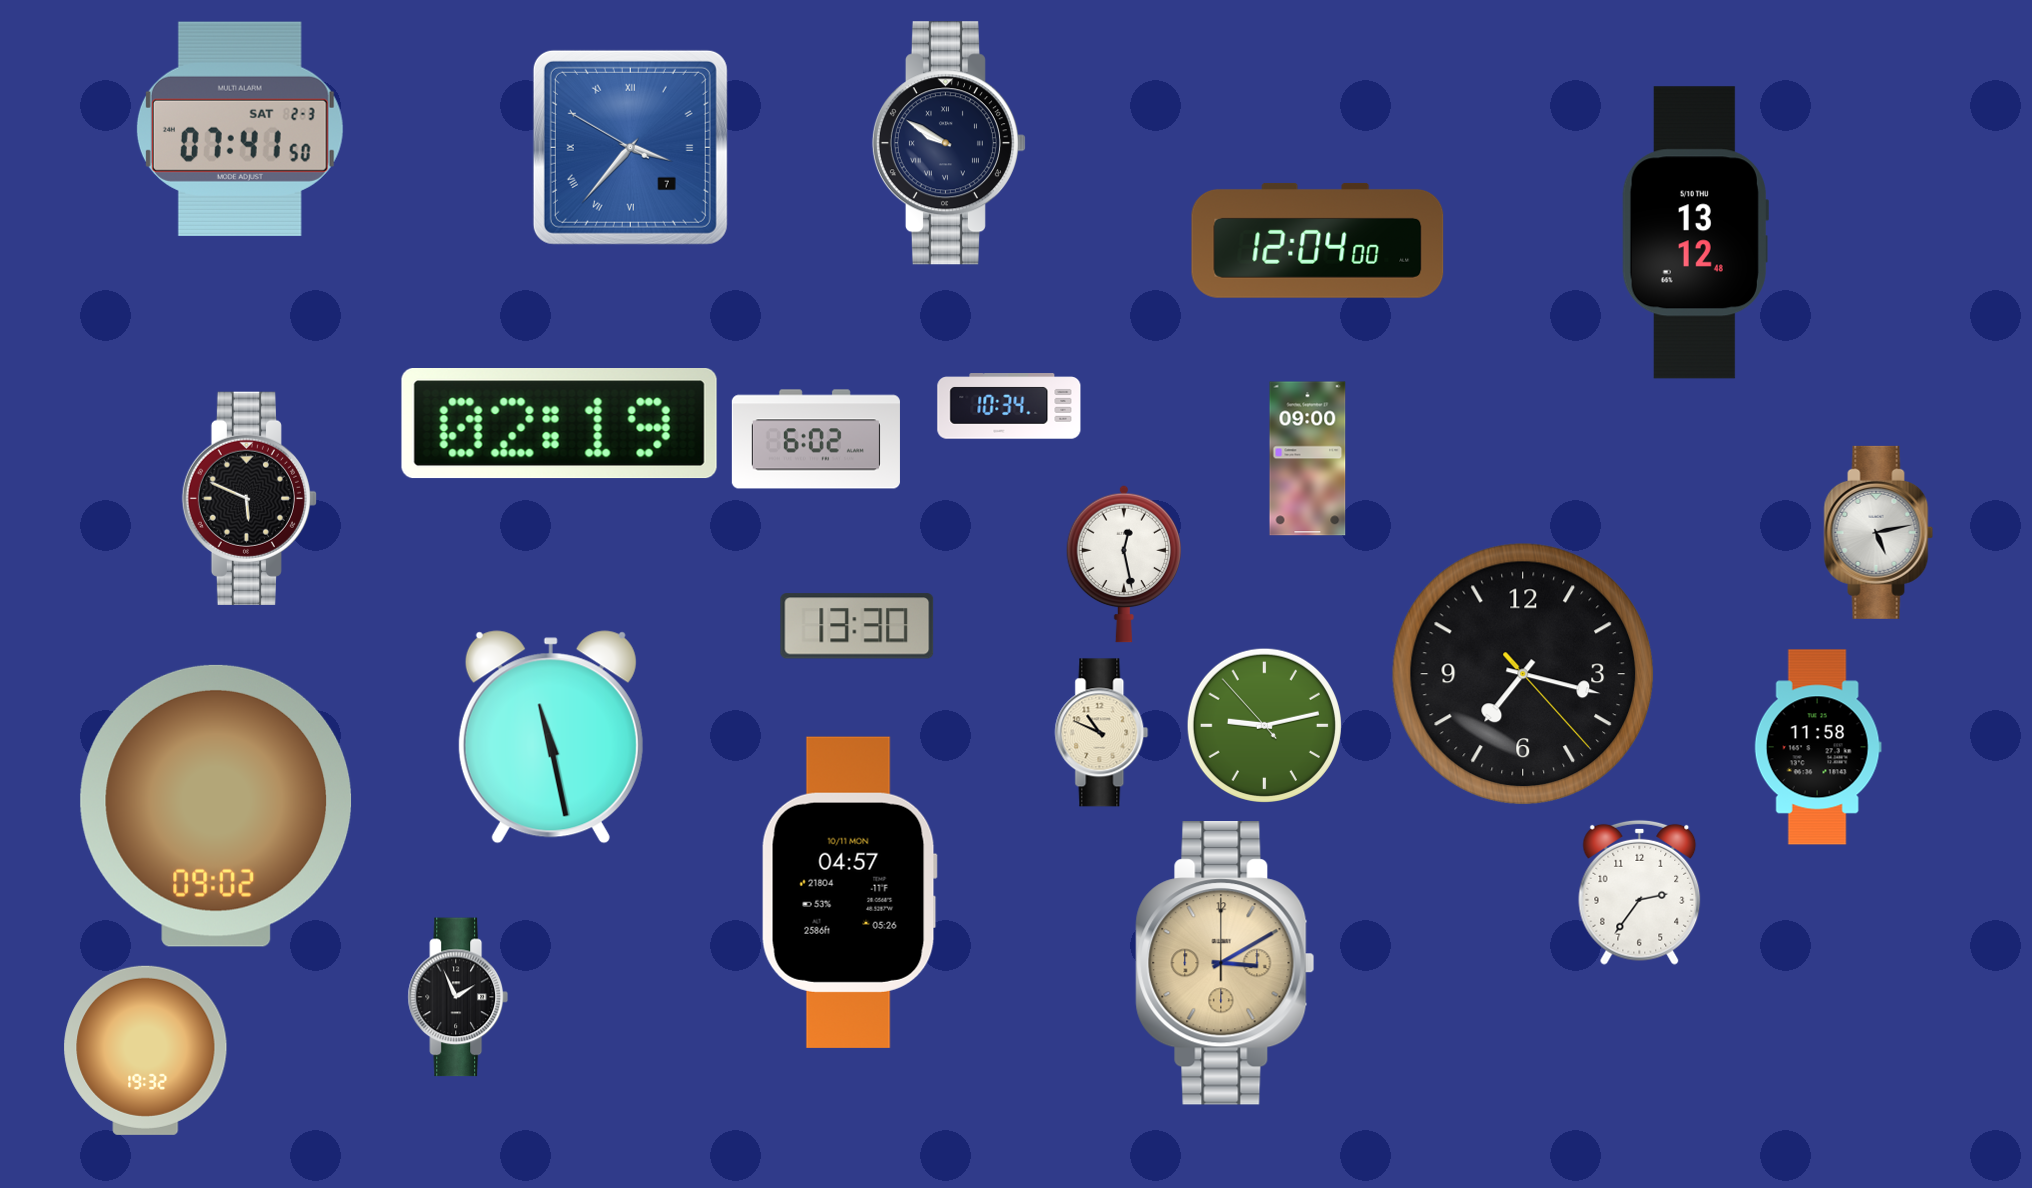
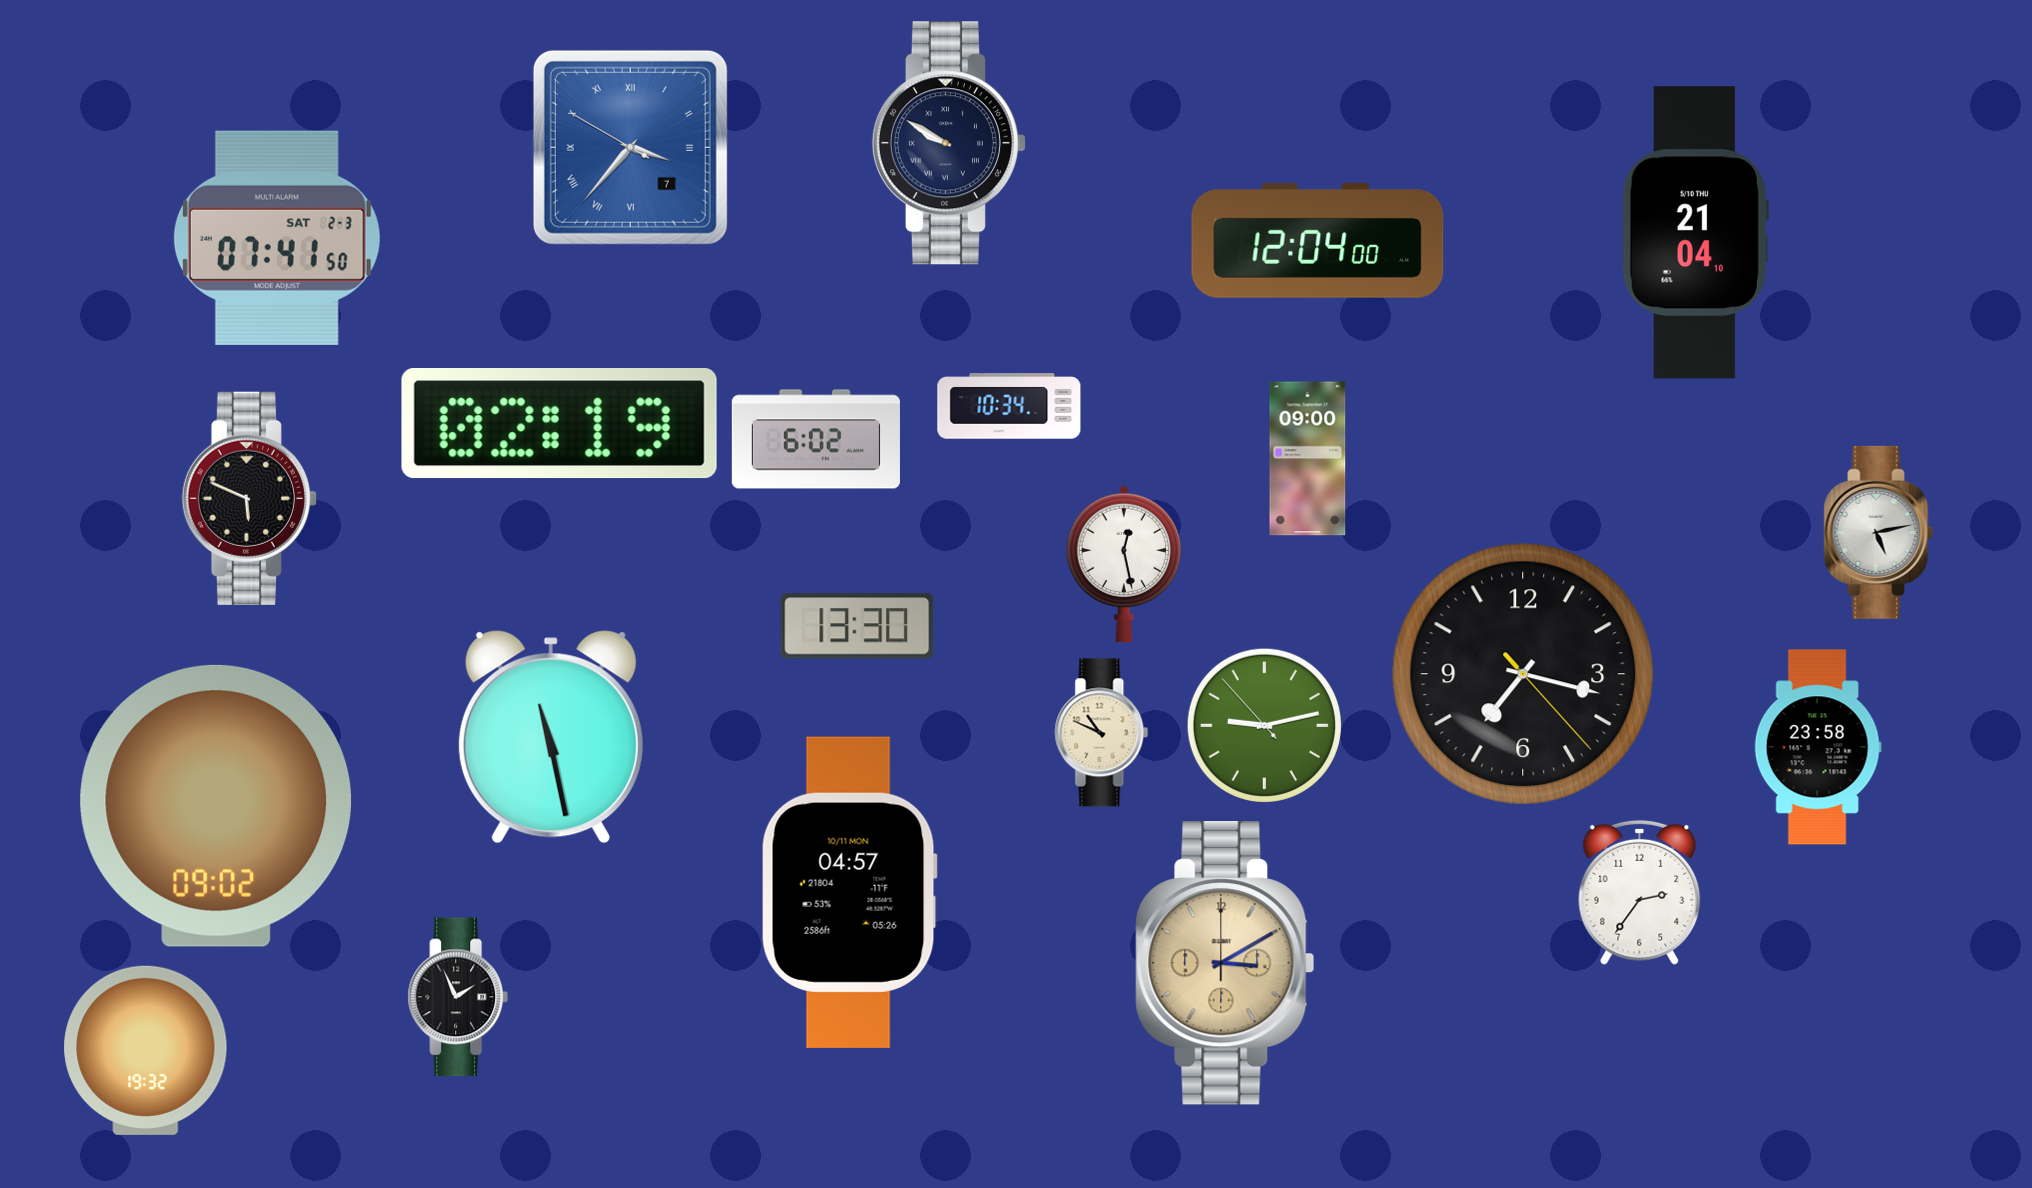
clock at (240, 129) position: (240, 129) -> (277, 238)
clock at (1695, 233): 13:12 -> 21:04
clock at (1818, 747): 11:58 -> 23:58
